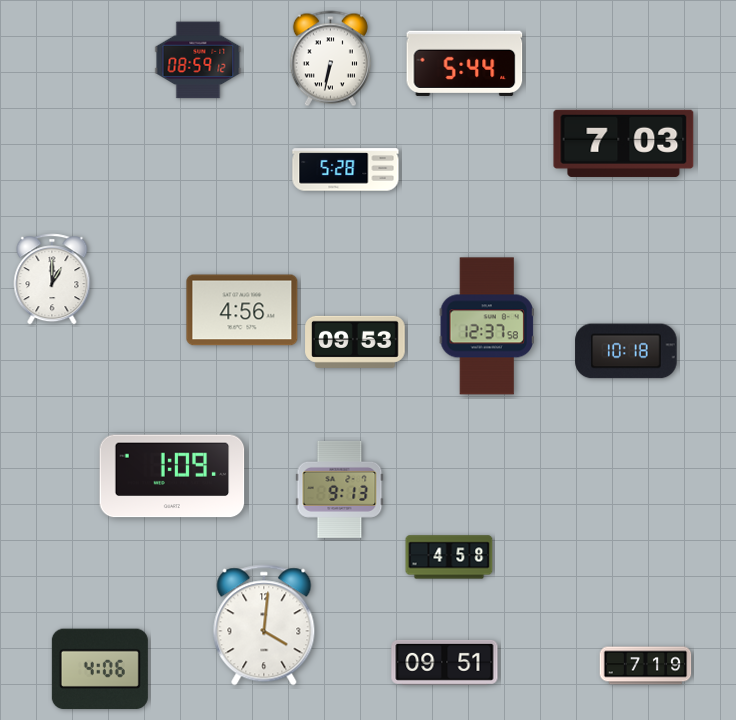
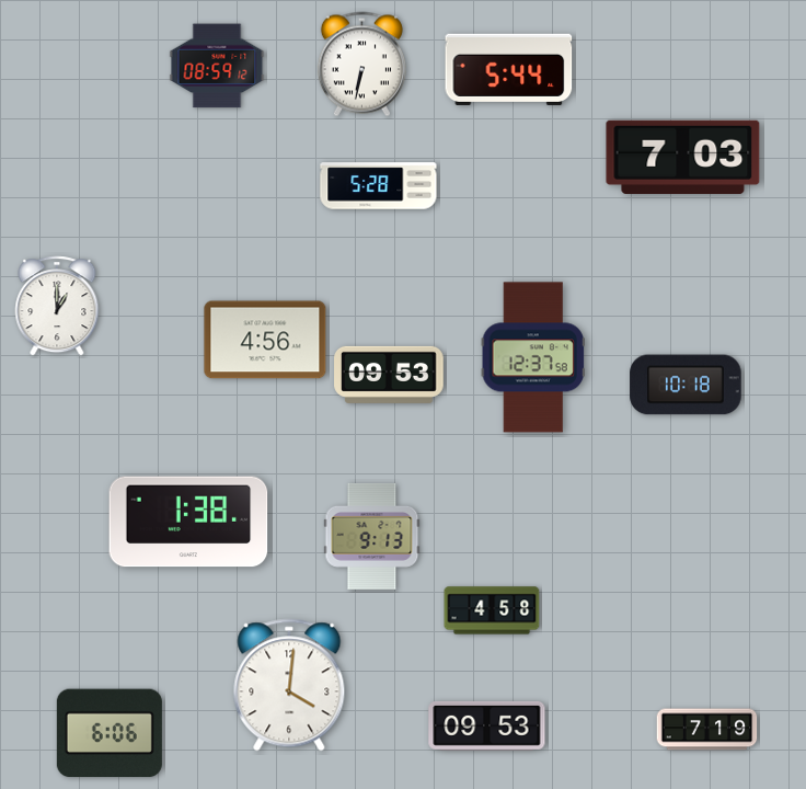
clock at (172, 476): 1:09 -> 1:38
clock at (445, 662): 09:51 -> 09:53
clock at (100, 669): 4:06 -> 6:06
